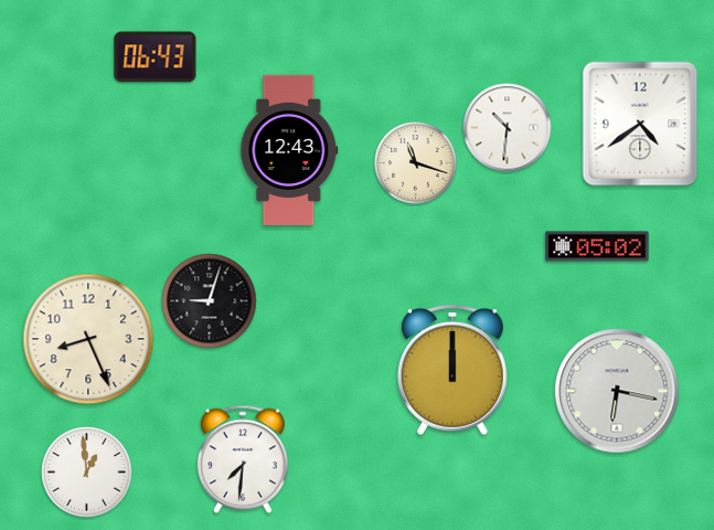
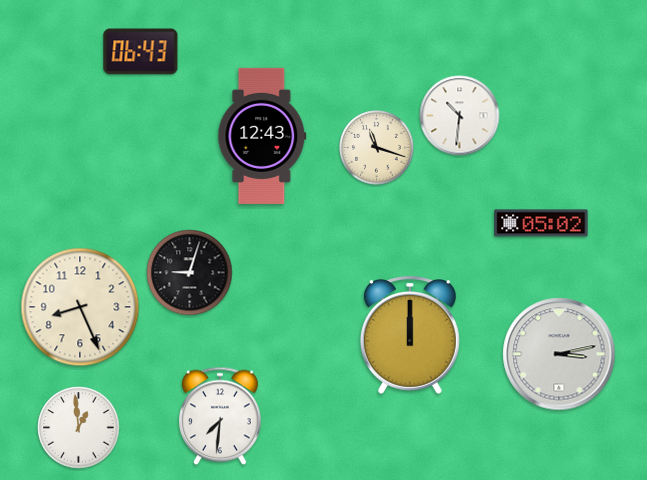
clock at (640, 124): 4:39 -> none
clock at (617, 391): 6:17 -> 3:13
